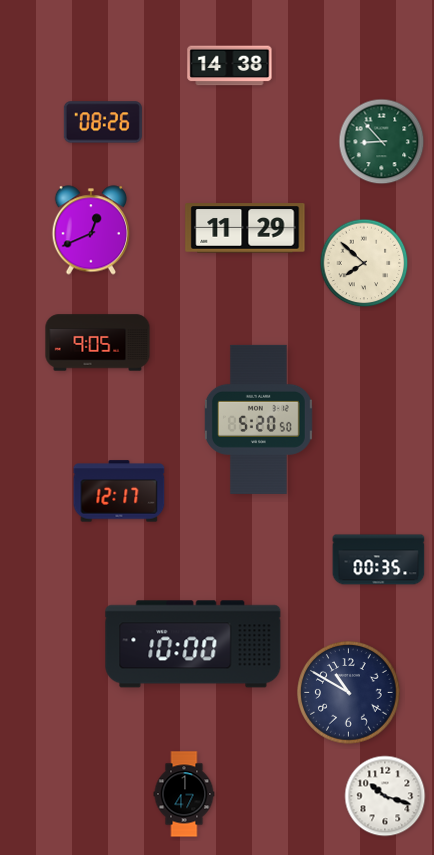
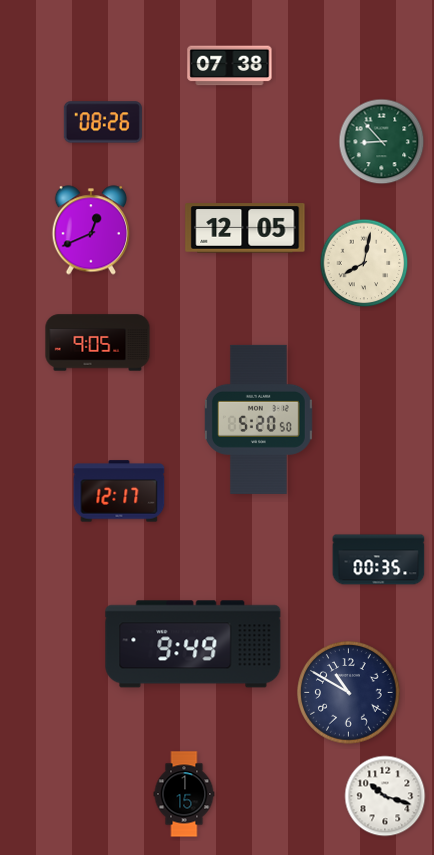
clock at (230, 66): 14:38 -> 07:38
clock at (245, 228): 11:29 -> 12:05
clock at (364, 263): 7:52 -> 8:02
clock at (193, 644): 10:00 -> 9:49
clock at (184, 794): 1:47 -> 1:15
